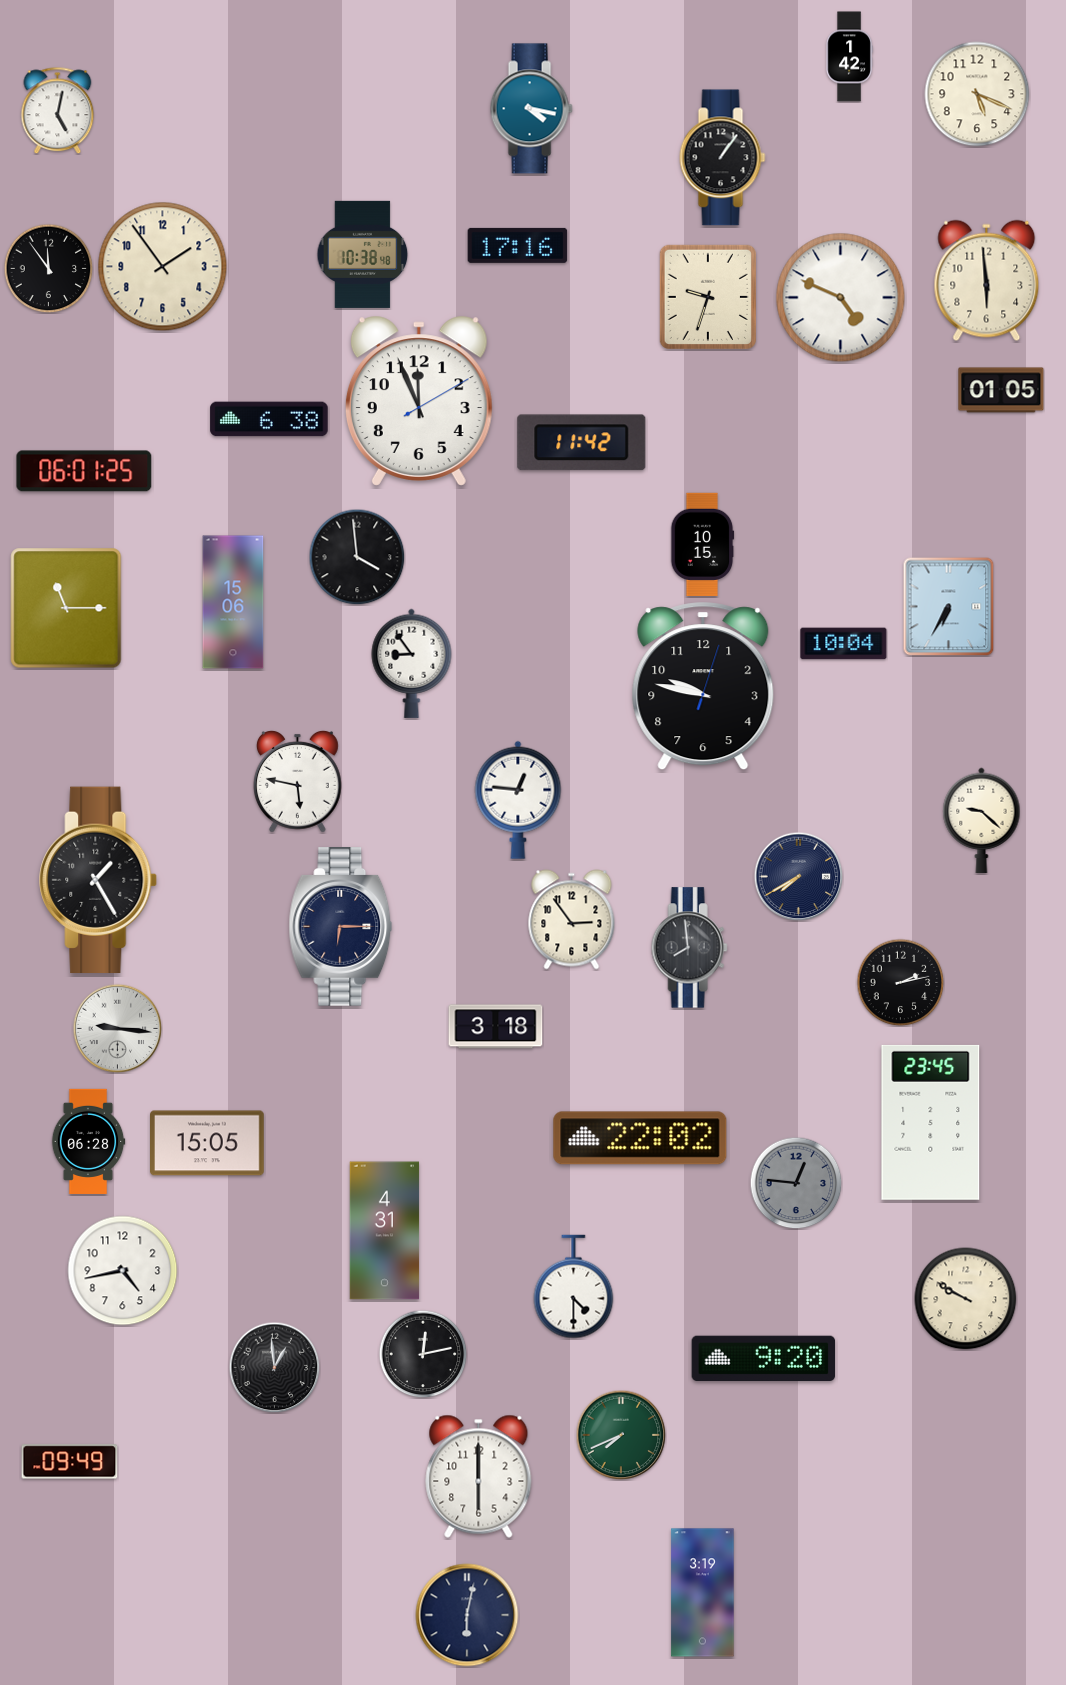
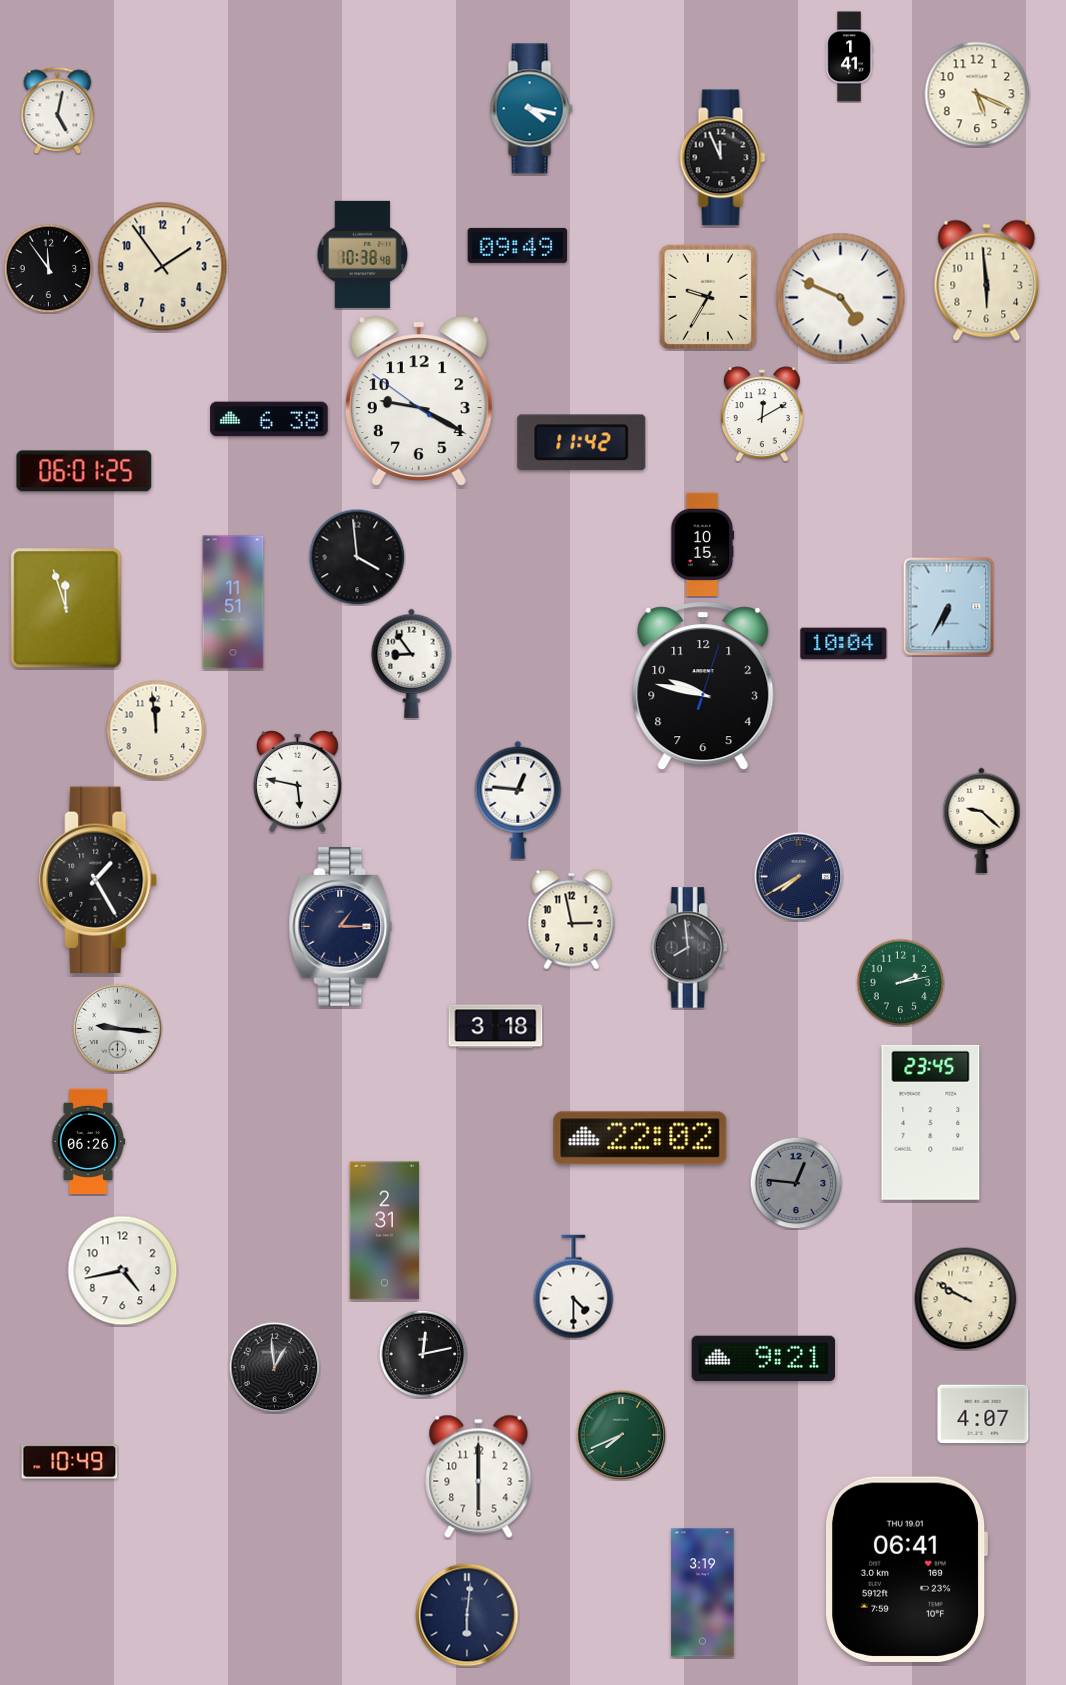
clock at (849, 57): 1:42 -> 1:41
clock at (723, 158): 1:06 -> 11:56
clock at (518, 245): 17:16 -> 09:49
clock at (708, 297): 9:33 -> 9:35
clock at (1001, 390): 01:05 -> none
clock at (419, 401): 11:56 -> 9:19
clock at (762, 414): none -> 12:10
clock at (233, 602): 15:06 -> 11:51
clock at (66, 608): 11:15 -> 11:57
clock at (156, 730): none -> 11:59
clock at (572, 920): 2:54 -> 2:58
clock at (341, 927): 6:15 -> 1:15
clock at (900, 982) dial: black -> green
clock at (88, 1141): 06:28 -> 06:26
clock at (208, 1143): 15:05 -> none
clock at (385, 1231): 4:31 -> 2:31
clock at (764, 1358): 9:20 -> 9:21
clock at (983, 1414): none -> 4:07
clock at (70, 1462): 09:49 -> 10:49
clock at (906, 1569): none -> 06:41
clock at (467, 1615): 6:02 -> 6:01
